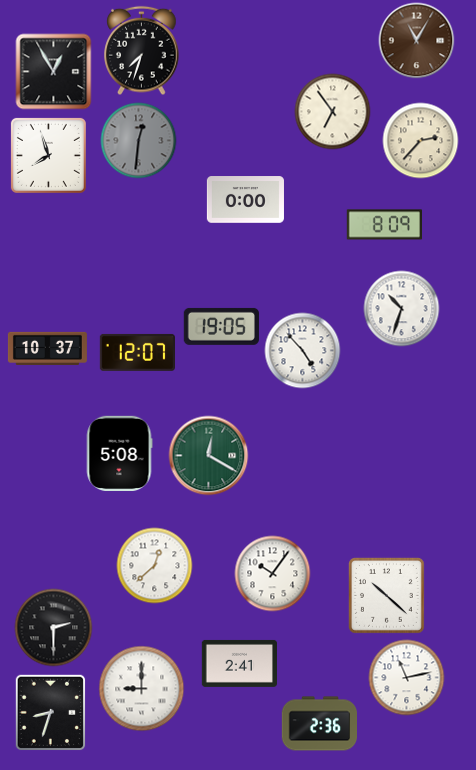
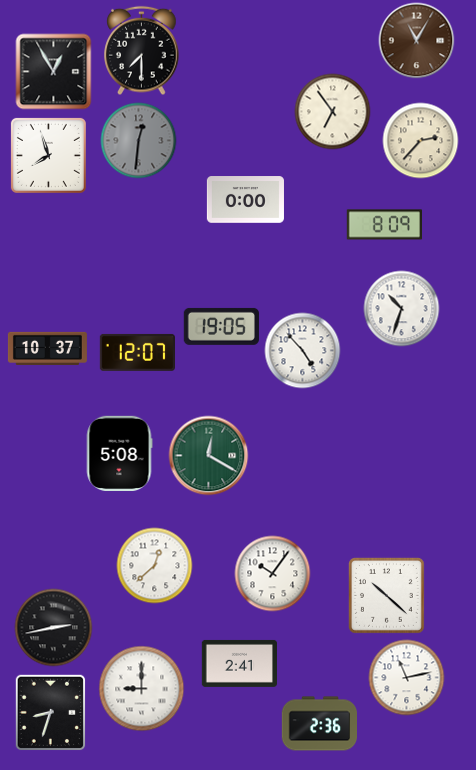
clock at (142, 51): 7:33 -> 7:30
clock at (54, 628): 2:30 -> 2:43
